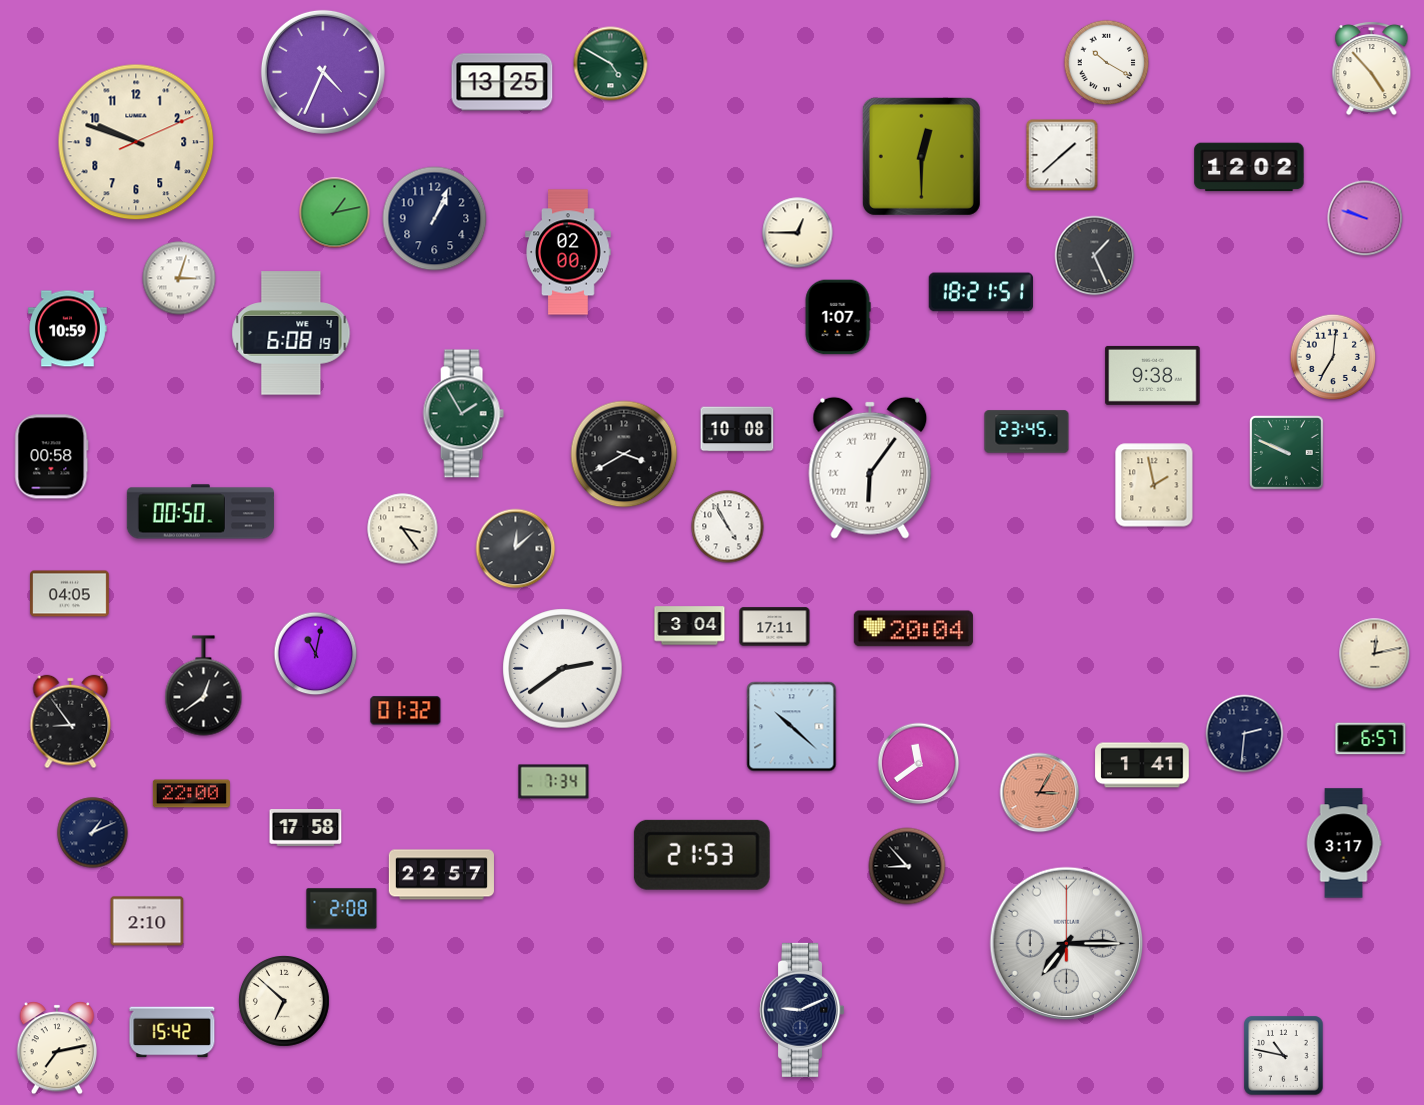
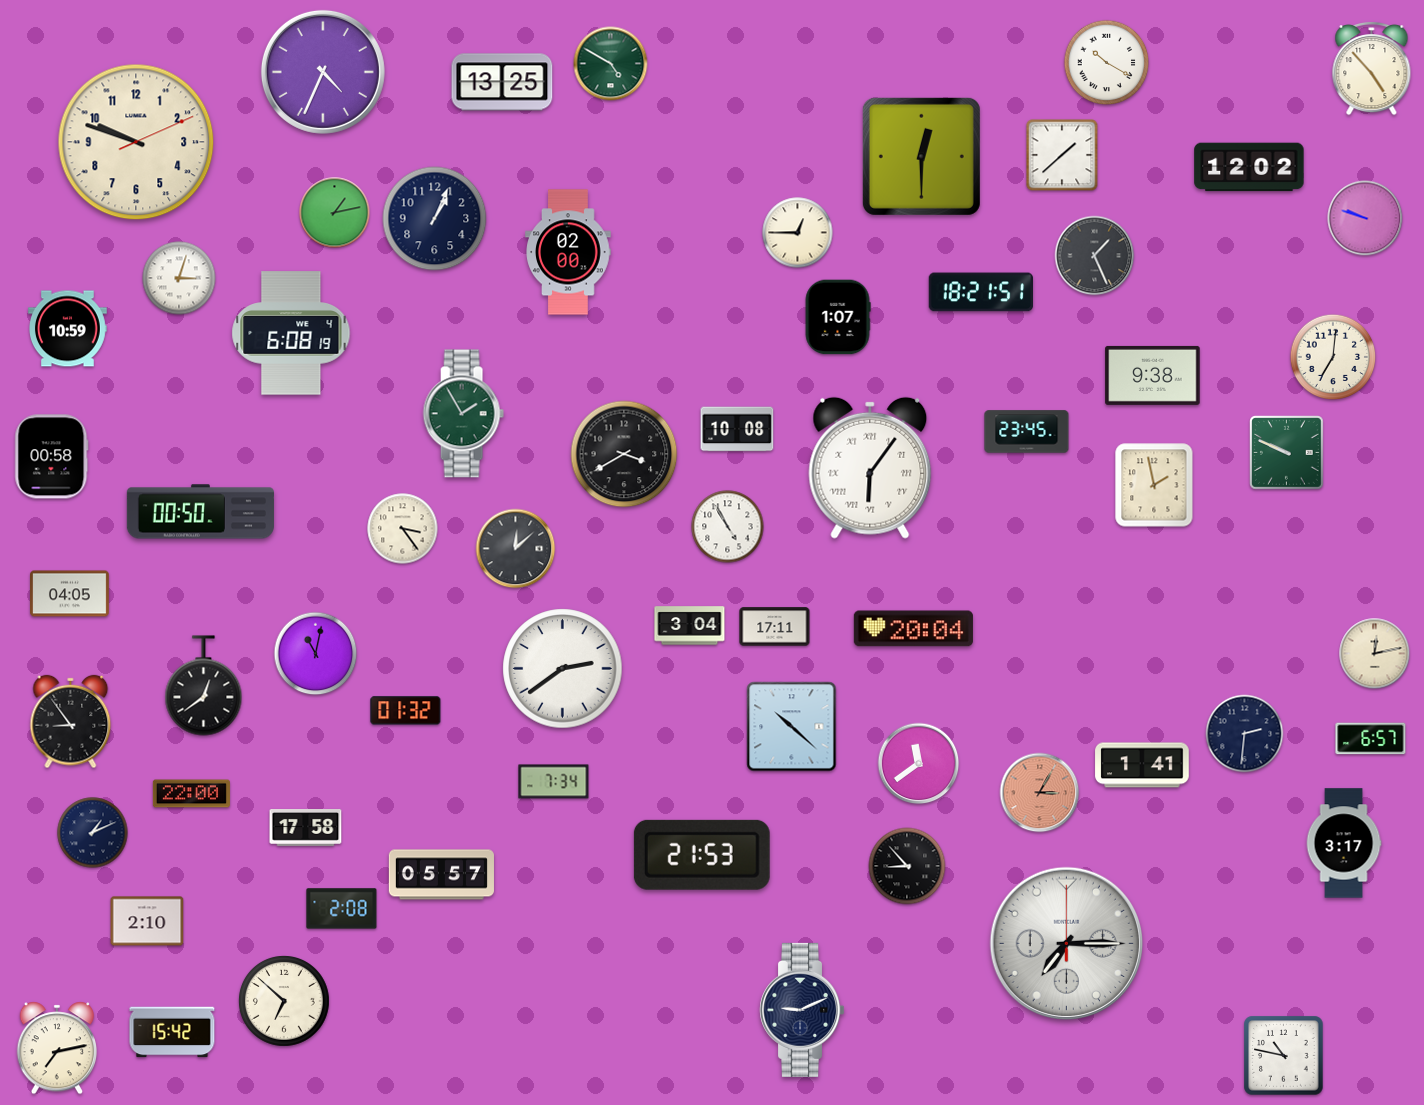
clock at (441, 875): 22:57 -> 05:57
